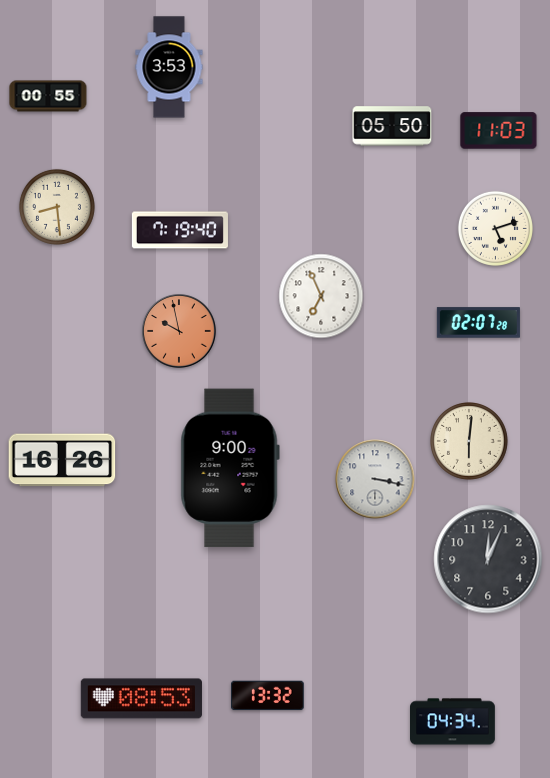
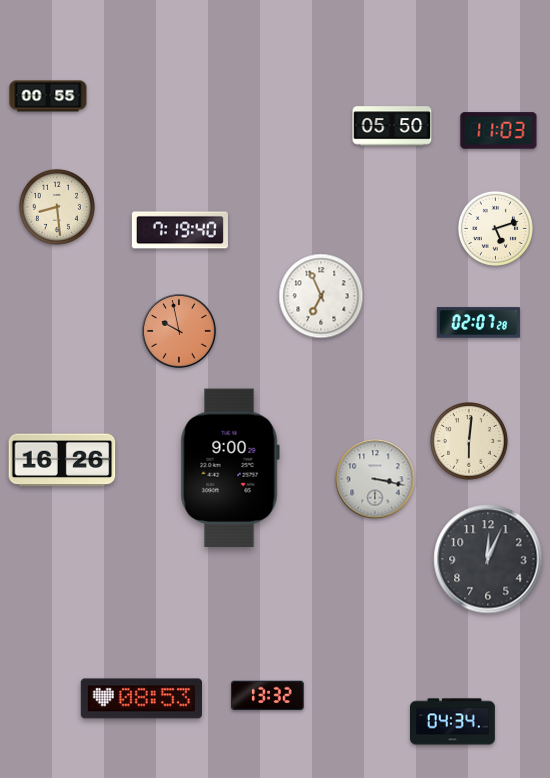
clock at (169, 67): 3:53 -> none
